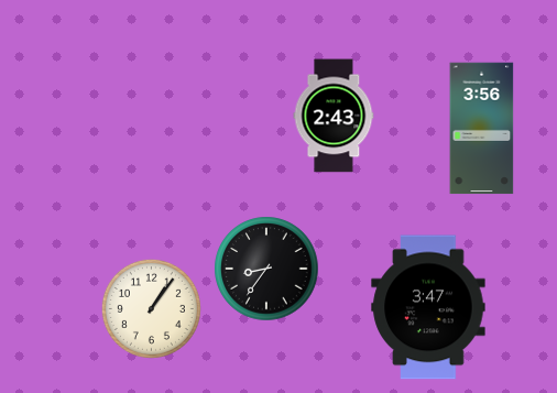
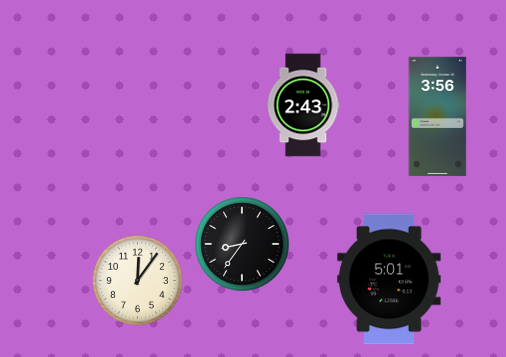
clock at (428, 307): 3:47 -> 5:01
clock at (151, 308): 1:06 -> 12:06
